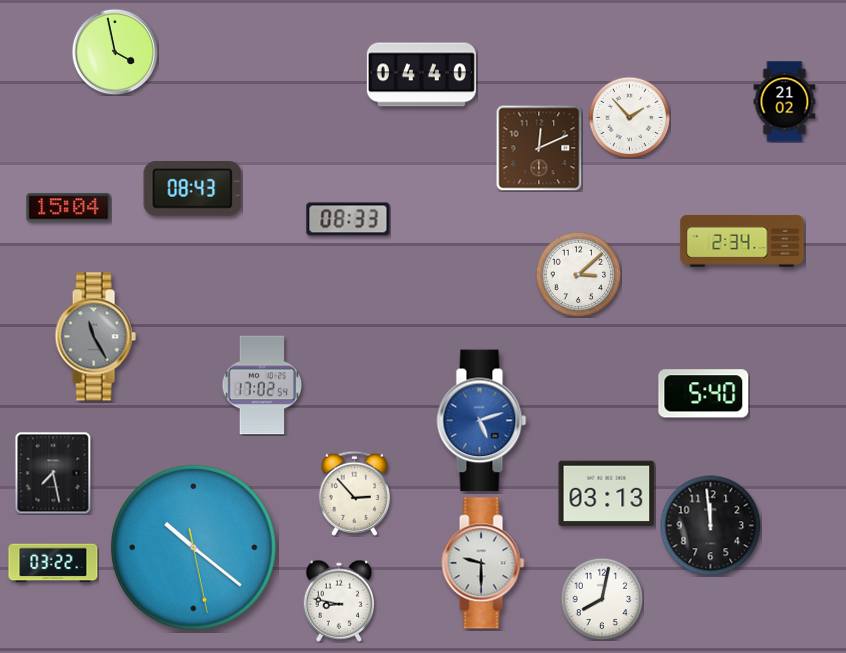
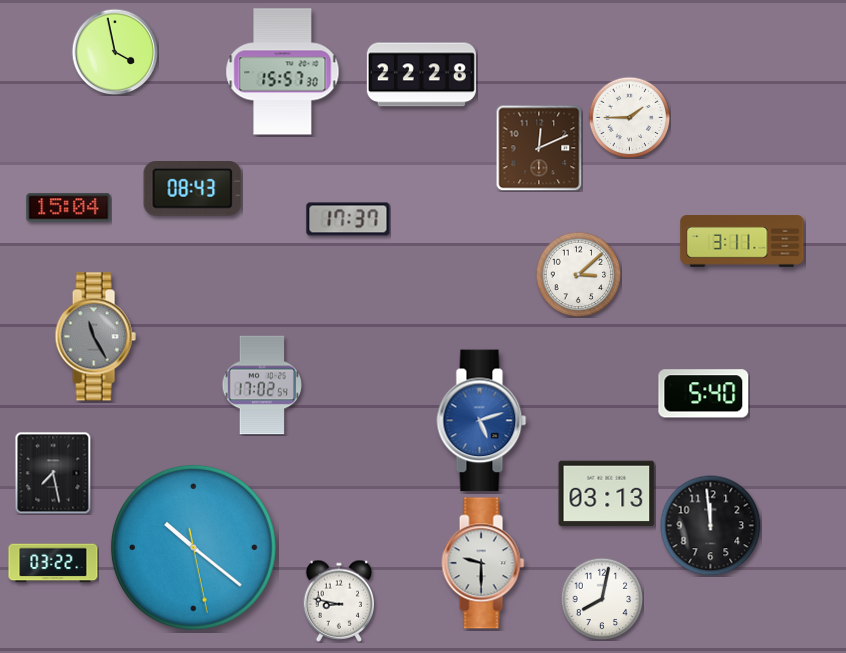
clock at (283, 72): none -> 15:57
clock at (421, 75): 04:40 -> 22:28
clock at (785, 102): 21:02 -> none
clock at (629, 117): 1:53 -> 1:45
clock at (348, 219): 08:33 -> 17:37
clock at (742, 242): 2:34 -> 3:11
clock at (354, 493): 2:53 -> none
